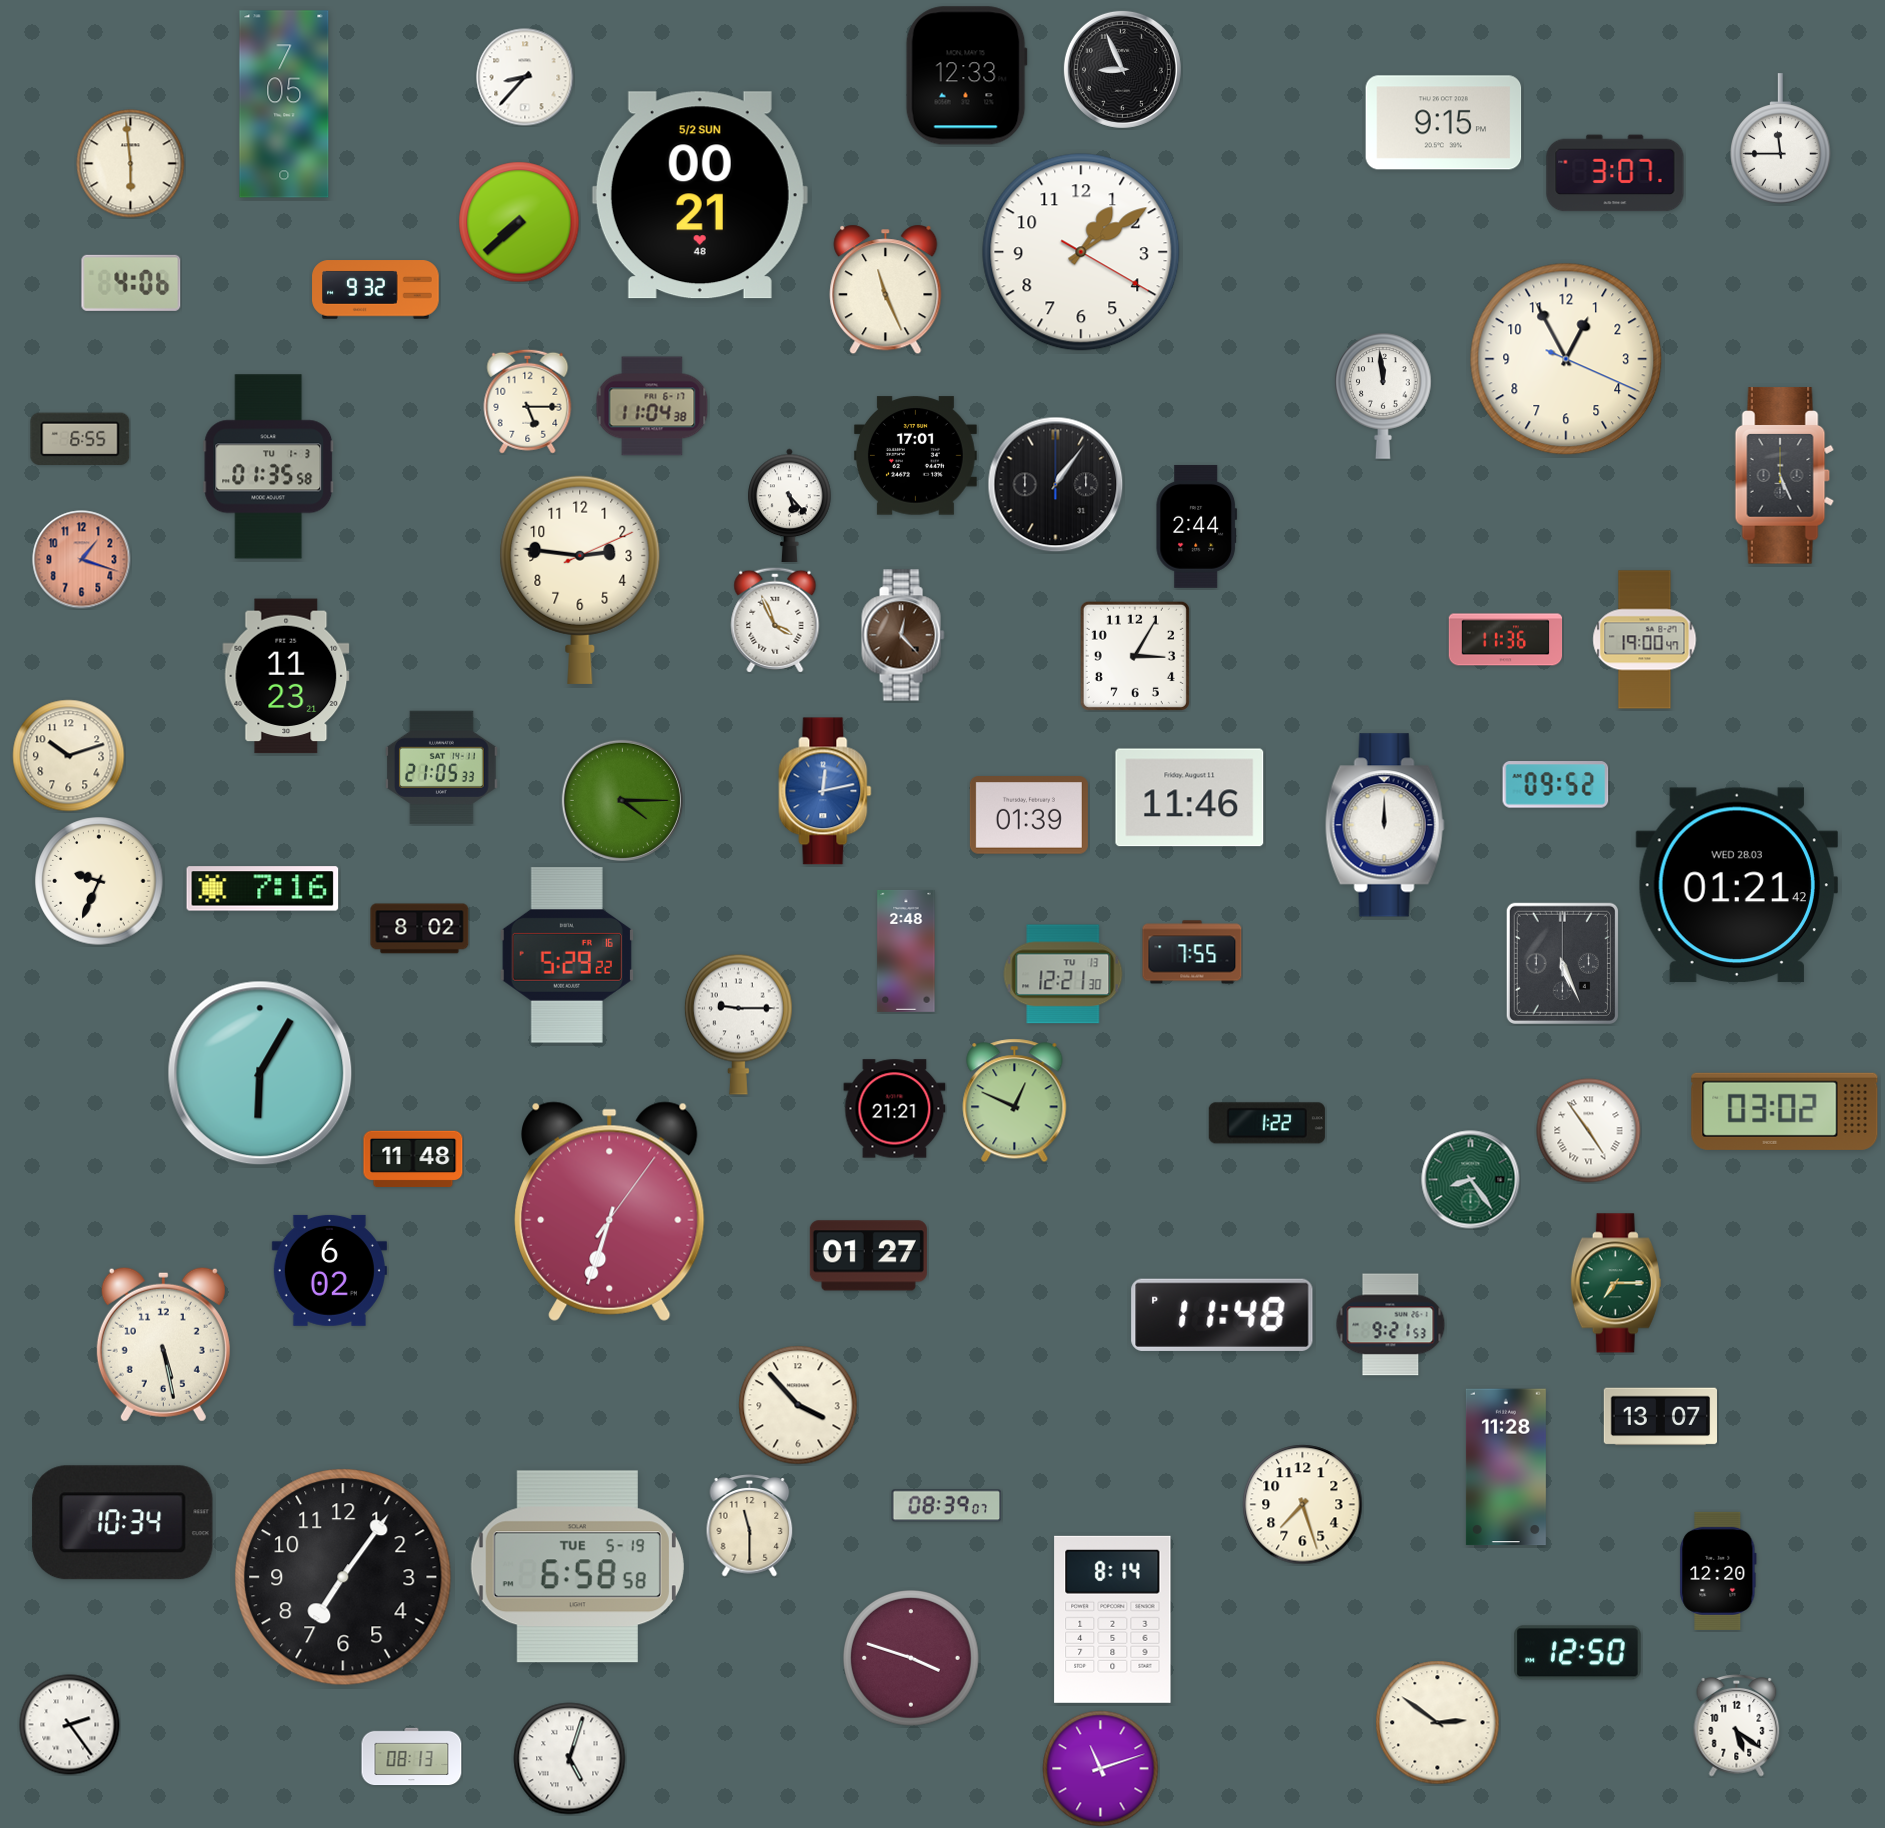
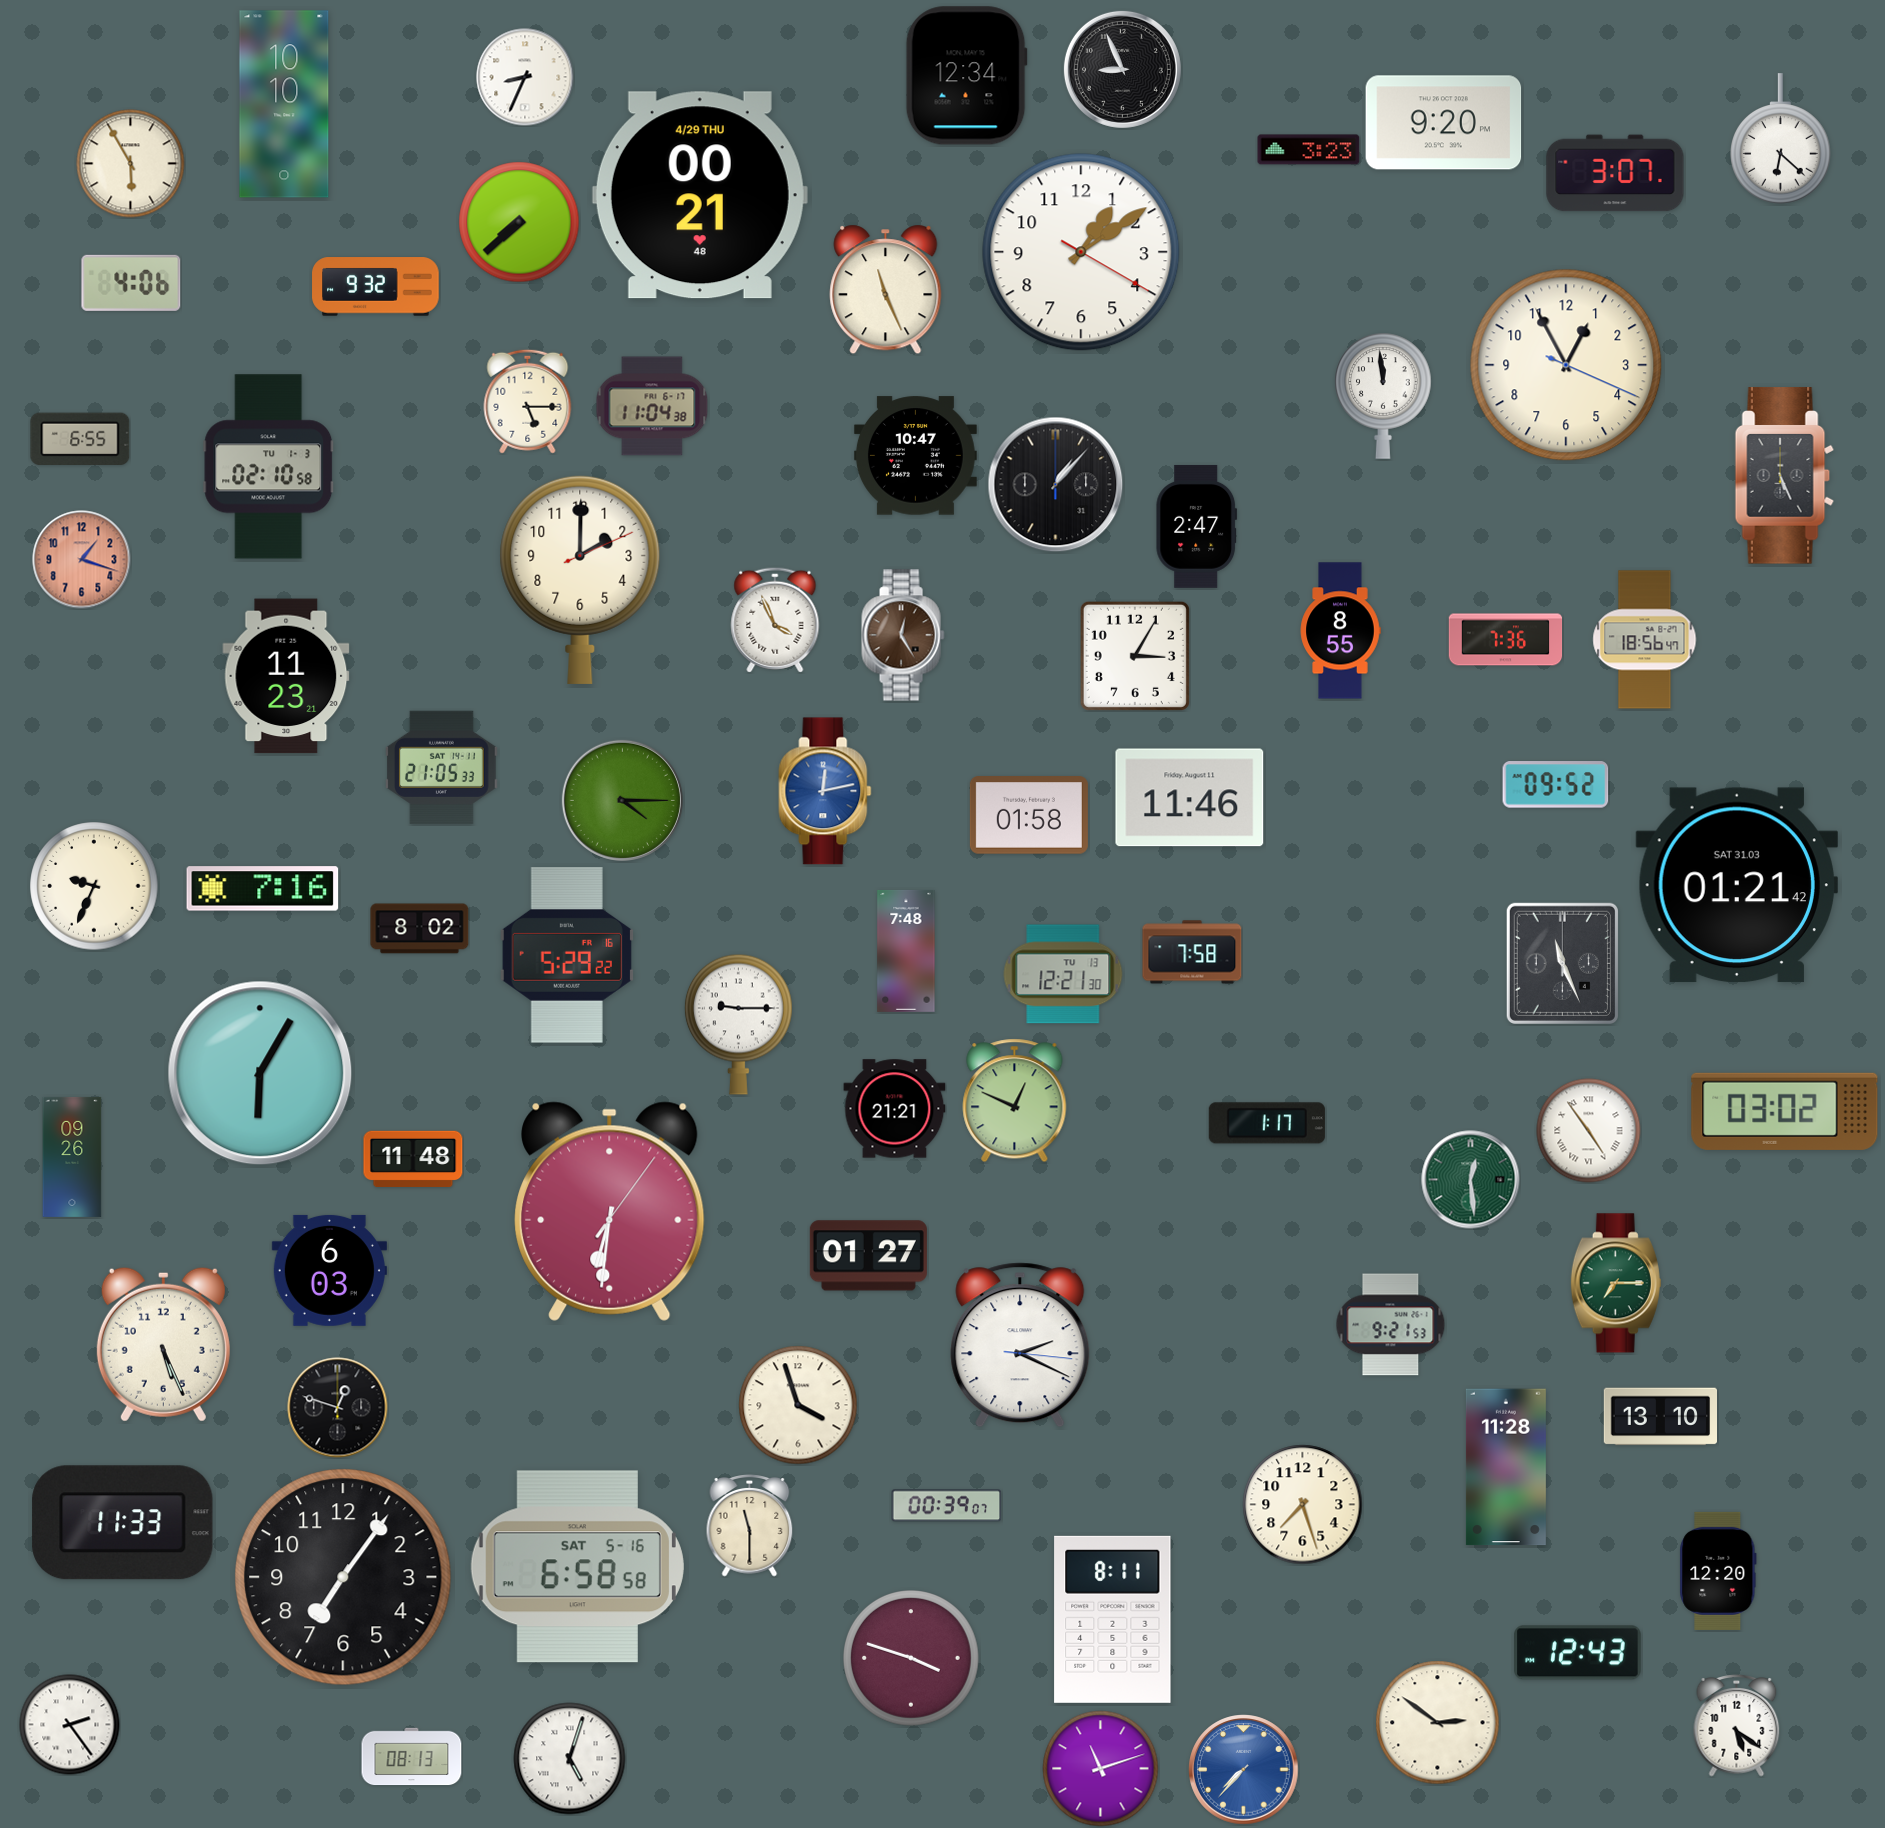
clock at (966, 76): 12:33 -> 12:34
clock at (525, 77): 8:37 -> 8:34
clock at (284, 104): 7:05 -> 10:10
clock at (1444, 123): 9:15 -> 9:20
clock at (1781, 139): 11:45 -> 6:22
clock at (1309, 150): none -> 3:23
clock at (131, 164): 5:59 -> 5:55
clock at (700, 195) date: 5/2 SUN -> 4/29 THU
clock at (376, 290) position: (376, 290) -> (376, 287)
clock at (1566, 359) position: (1566, 359) -> (1566, 365)
clock at (915, 456): 17:01 -> 10:47
clock at (269, 467): 01:35 -> 02:10
clock at (1056, 485): 1:06 -> 1:07
clock at (790, 505): 5:23 -> none
clock at (1197, 526): 2:44 -> 2:47
clock at (580, 579): 2:46 -> 2:00
clock at (1340, 631): none -> 8:55
clock at (903, 635): 12:23 -> 12:25
clock at (1506, 640): 11:36 -> 7:36
clock at (1645, 640): 19:00 -> 18:56
clock at (69, 756): 10:12 -> none
clock at (1029, 815): 01:39 -> 01:58
clock at (1385, 825): 12:00 -> none
clock at (99, 881) position: (99, 881) -> (94, 886)
clock at (1736, 885) date: WED 28.03 -> SAT 31.03
clock at (906, 951): 2:48 -> 7:48
clock at (1192, 952): 7:55 -> 7:58
clock at (1562, 963): 5:26 -> 11:26
clock at (1267, 1123): 1:22 -> 1:17
clock at (72, 1157): none -> 09:26
clock at (1471, 1180): 8:24 -> 12:29
clock at (610, 1211): 6:33 -> 6:31
clock at (329, 1270): 6:02 -> 6:03
clock at (1222, 1315): 11:48 -> none
clock at (163, 1344): 5:28 -> 5:26
clock at (1020, 1345): none -> 2:19
clock at (798, 1405): 3:53 -> 3:57
clock at (338, 1408): none -> 12:48
clock at (1660, 1417): 13:07 -> 13:10
clock at (947, 1506): 08:39 -> 00:39
clock at (123, 1523): 10:34 -> 11:33
clock at (577, 1567) date: TUE 5-19 -> SAT 5-16
clock at (1113, 1619): 8:14 -> 8:11
clock at (1578, 1653): 12:50 -> 12:43
clock at (1244, 1770): none -> 7:37
